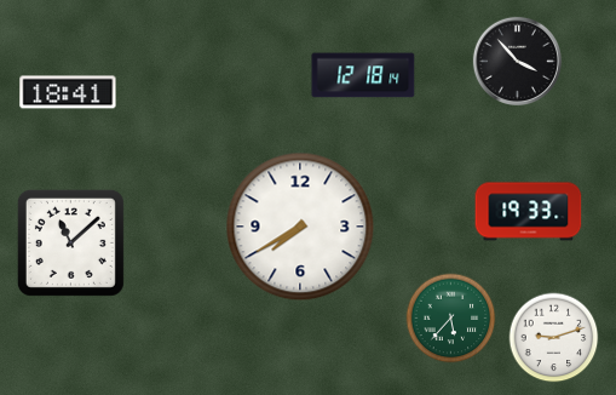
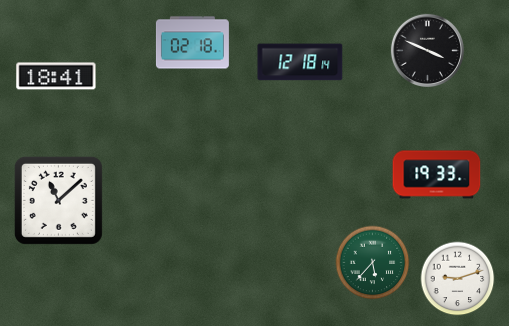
clock at (192, 43): none -> 02:18
clock at (517, 61): 3:53 -> 3:49
clock at (300, 227): 7:40 -> none
